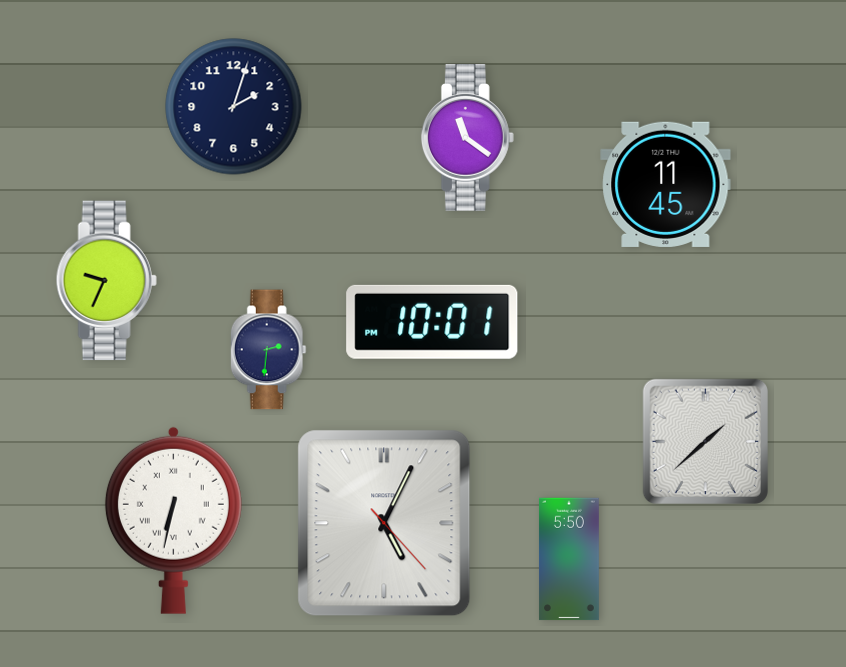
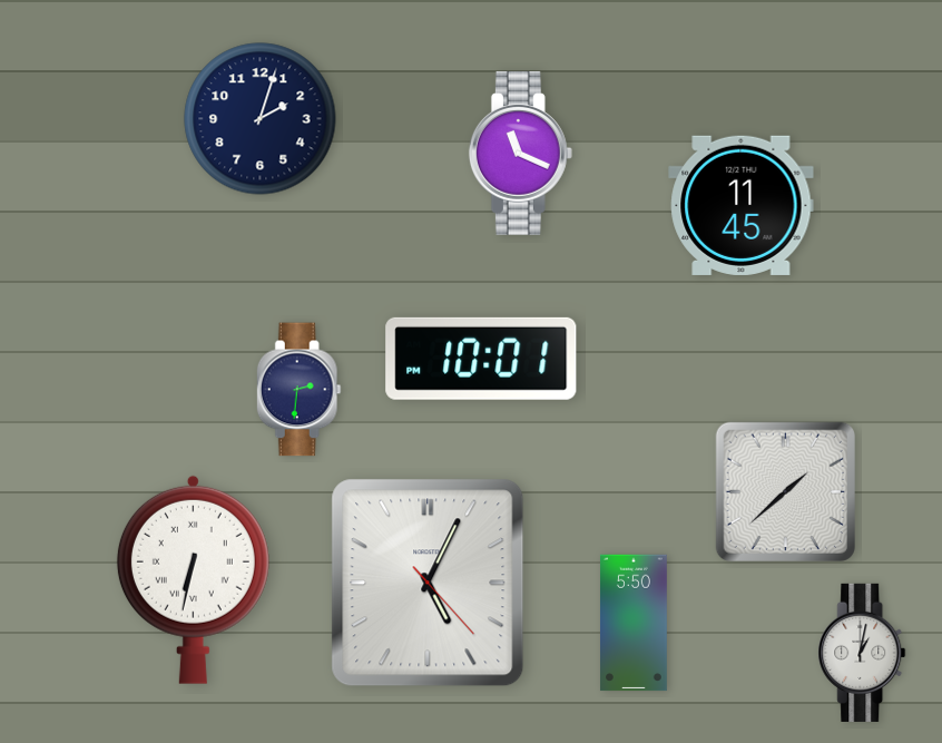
clock at (467, 137): 11:21 -> 11:19
clock at (106, 281): 9:34 -> none
clock at (862, 653): none -> 1:02
